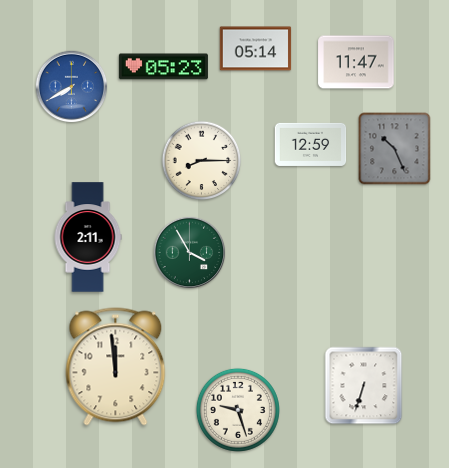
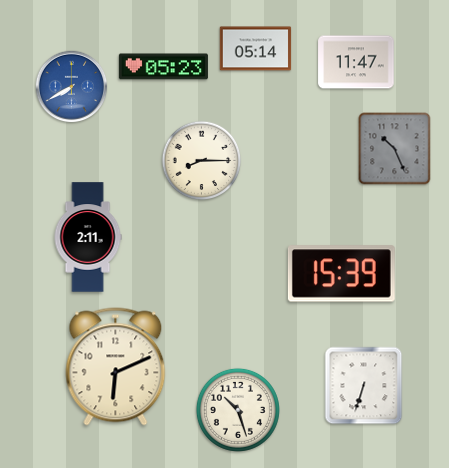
clock at (311, 144): 12:59 -> none
clock at (190, 253): 3:55 -> none
clock at (341, 274): none -> 15:39
clock at (116, 367): 11:59 -> 6:11
clock at (238, 410): 9:27 -> 10:27
